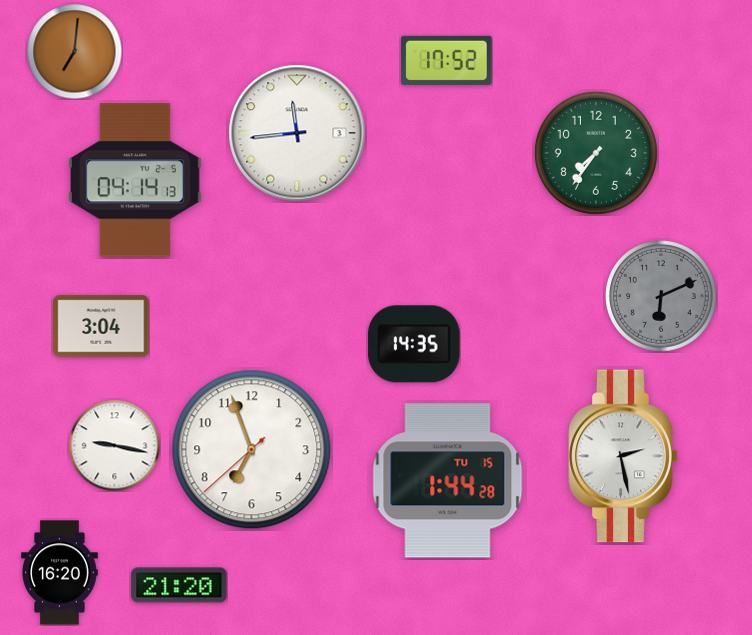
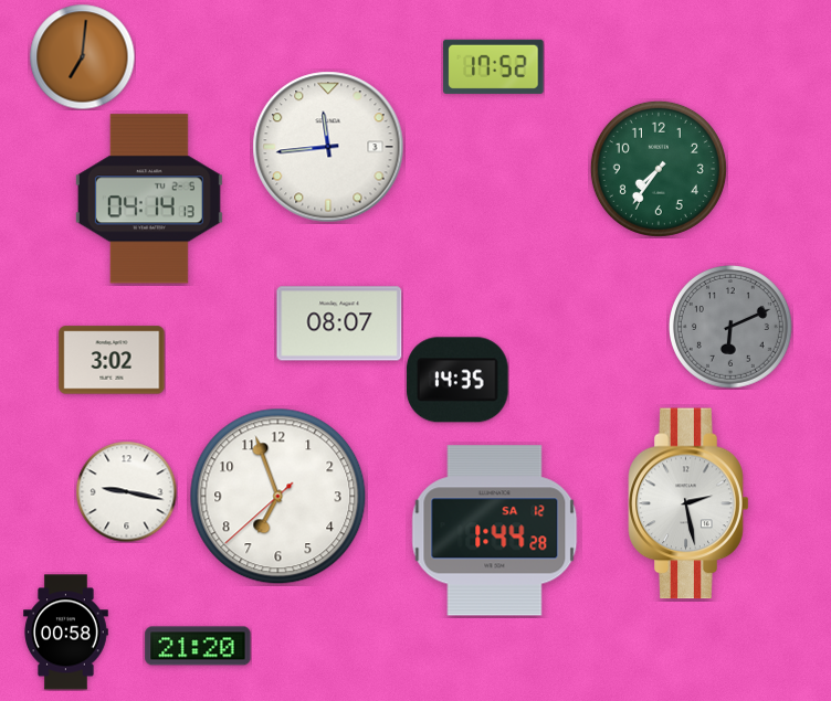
clock at (339, 323): none -> 08:07
clock at (101, 326): 3:04 -> 3:02
clock at (448, 481) date: TU 15 -> SA 12
clock at (60, 573): 16:20 -> 00:58
